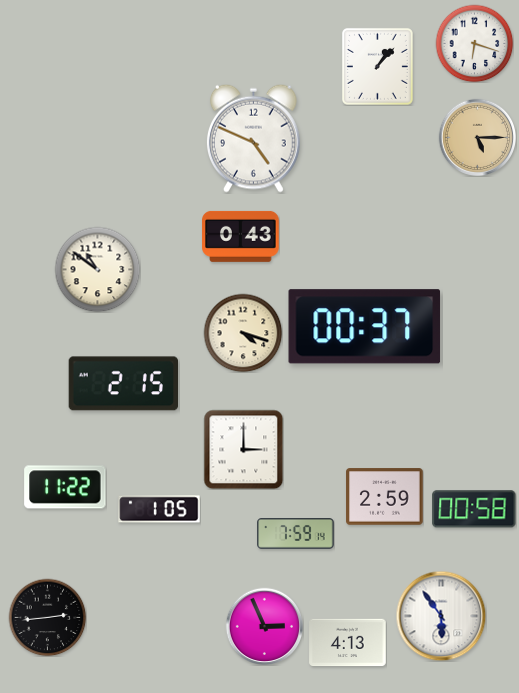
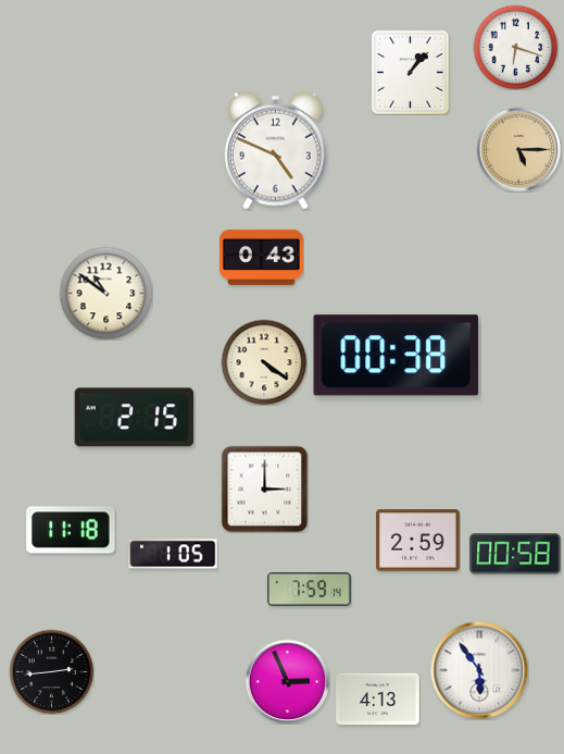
clock at (365, 327): 00:37 -> 00:38
clock at (243, 333): 4:18 -> 4:21
clock at (65, 487): 11:22 -> 11:18
clock at (296, 534) position: (296, 534) -> (310, 590)
